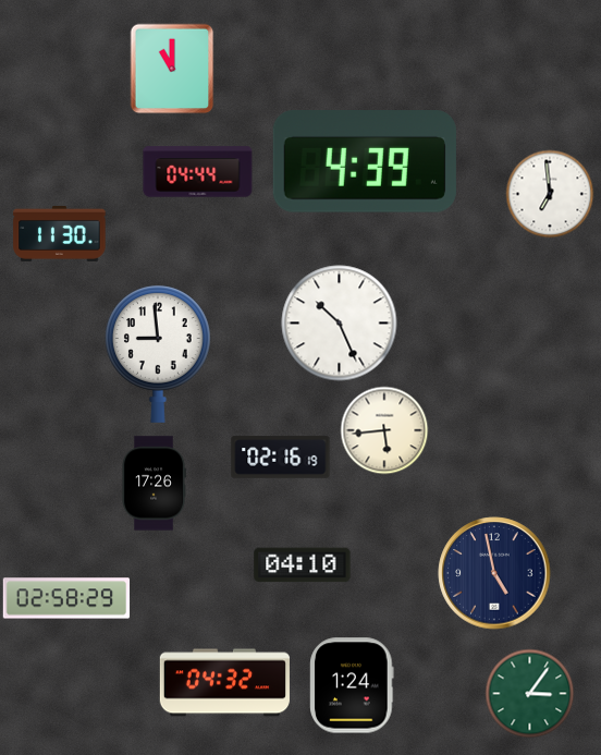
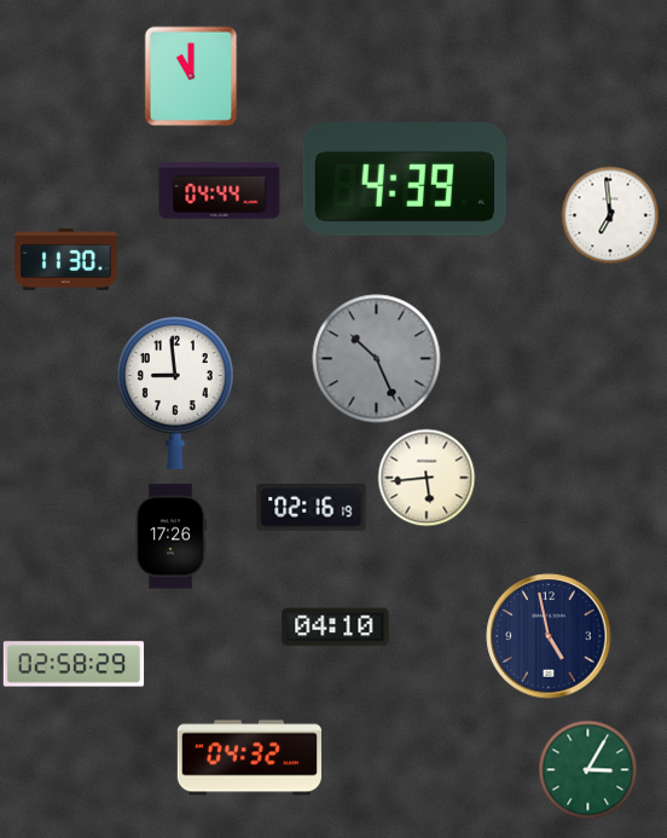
clock at (340, 324) dial: white -> grey
clock at (352, 685): 1:24 -> none
clock at (529, 693): 3:06 -> 3:05
